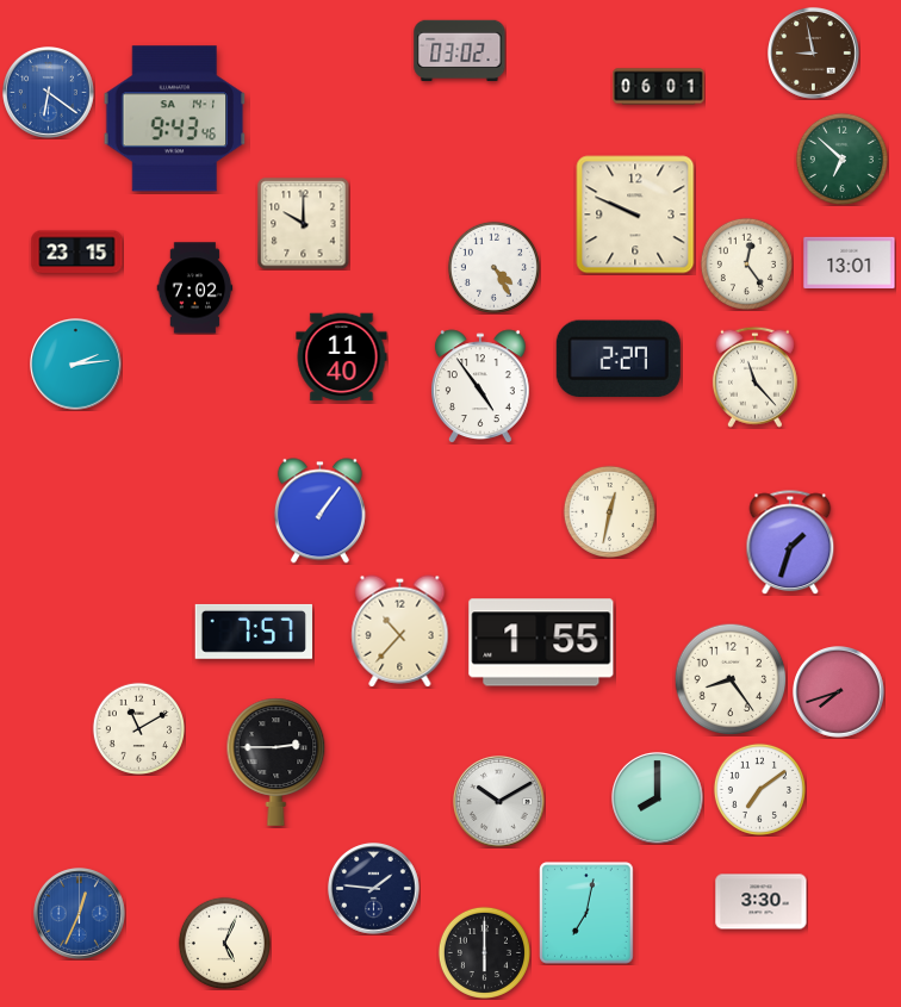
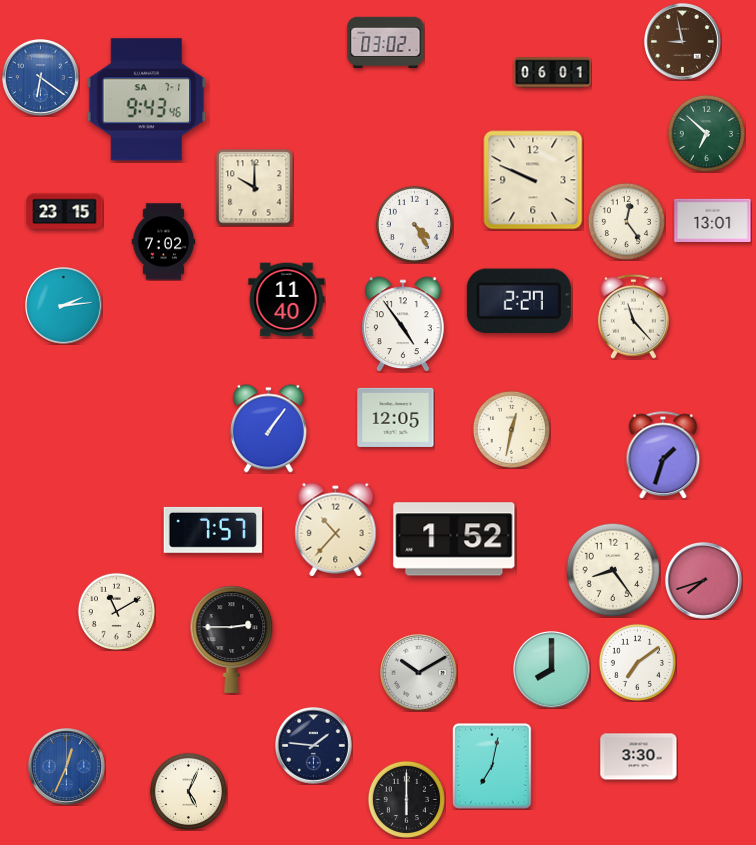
clock at (814, 54) position: (814, 54) -> (683, 42)
clock at (175, 119) date: SA 14-1 -> SA 7-1
clock at (396, 417): none -> 12:05
clock at (541, 642): 1:55 -> 1:52
